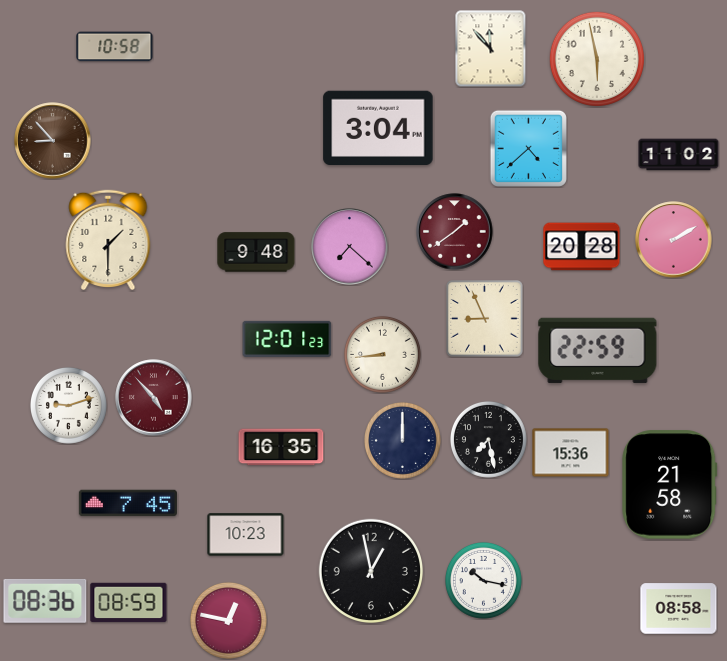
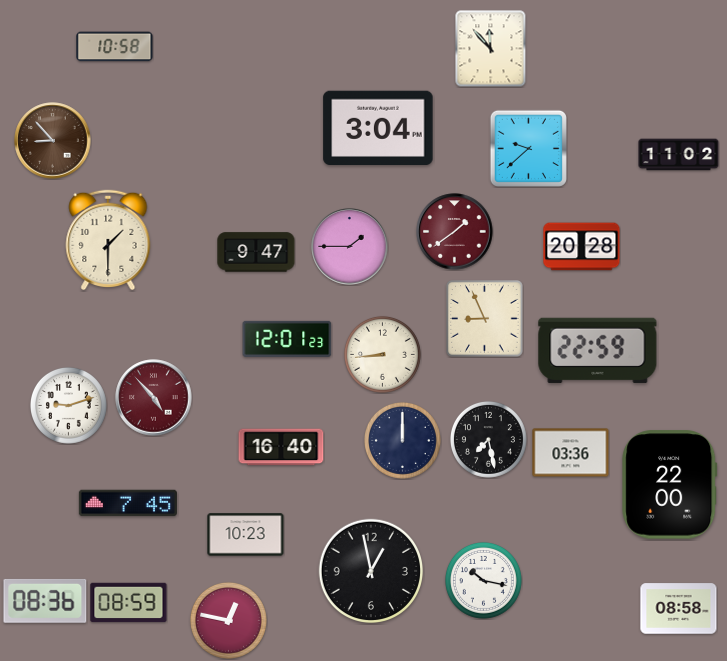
clock at (597, 59): 5:58 -> none
clock at (528, 148): 4:38 -> 9:38
clock at (674, 240): 2:10 -> none
clock at (350, 247): 7:22 -> 1:45
clock at (256, 252): 9:48 -> 9:47
clock at (281, 447): 16:35 -> 16:40
clock at (571, 453): 15:36 -> 03:36
clock at (670, 485): 21:58 -> 22:00
